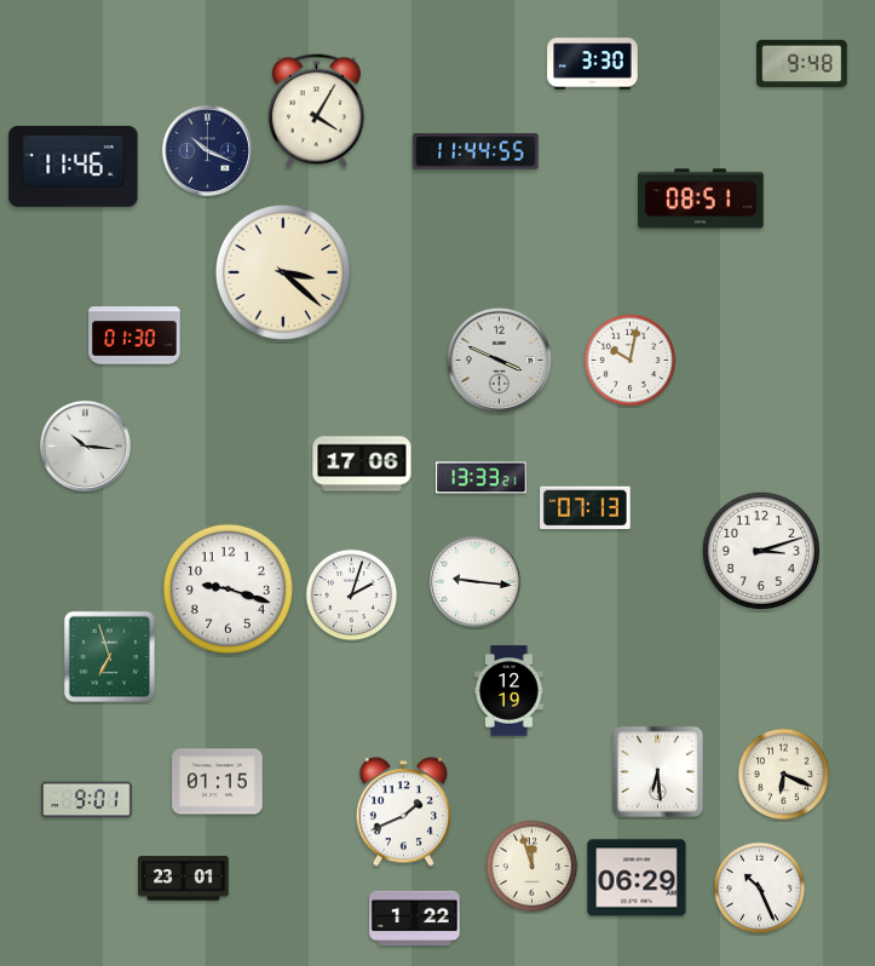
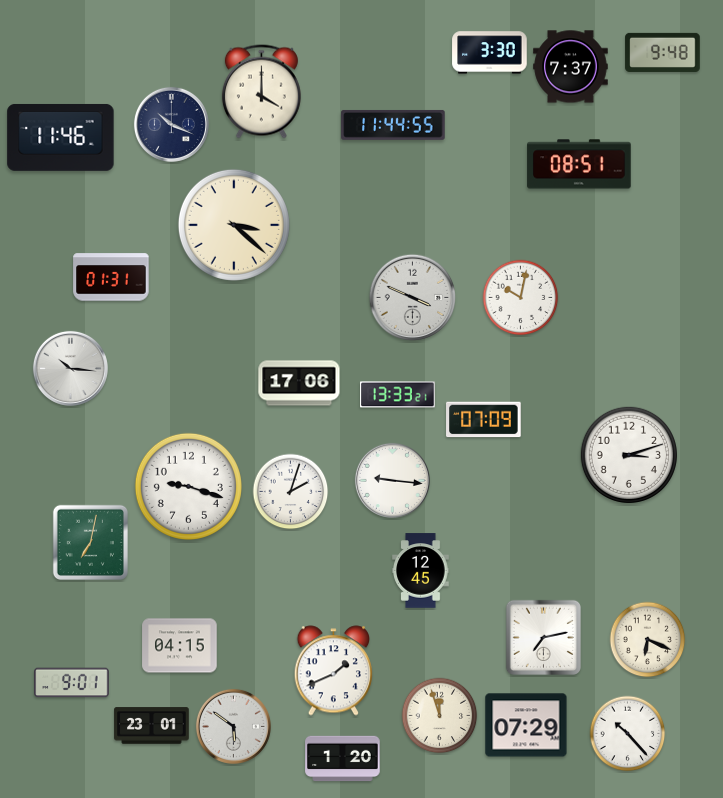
clock at (571, 67): none -> 7:37
clock at (316, 111): 4:05 -> 4:00
clock at (134, 335): 01:30 -> 01:31
clock at (586, 508): 07:13 -> 07:09
clock at (109, 656): 6:57 -> 7:02
clock at (510, 691): 12:19 -> 12:45
clock at (657, 771): 6:29 -> 7:13
clock at (218, 782): 01:15 -> 04:15
clock at (87, 800) position: (87, 800) -> (72, 683)
clock at (637, 878): 06:29 -> 07:29
clock at (233, 726): none -> 5:51
clock at (760, 889): 10:26 -> 10:23
clock at (415, 919): 1:22 -> 1:20
